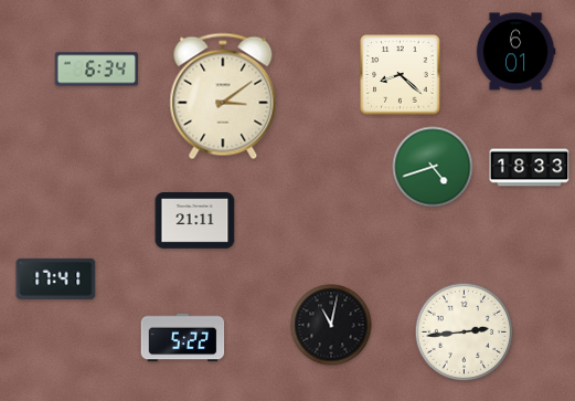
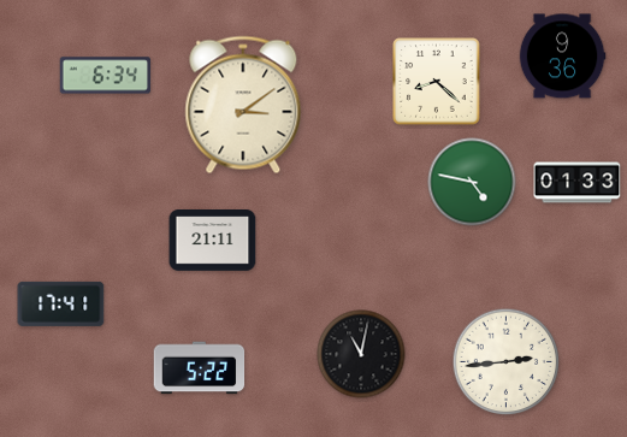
clock at (515, 52): 6:01 -> 9:36
clock at (433, 167): 4:42 -> 4:47
clock at (530, 168): 18:33 -> 01:33
